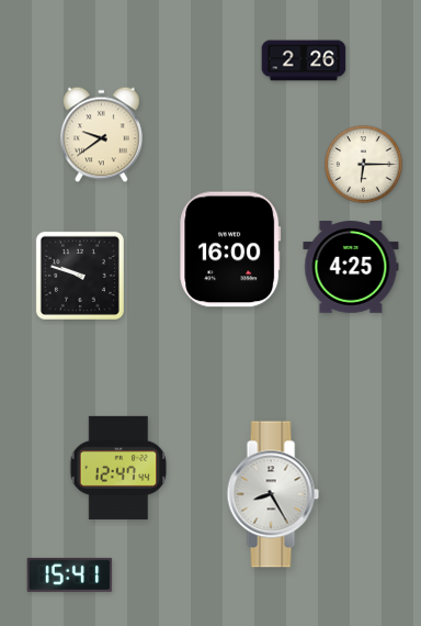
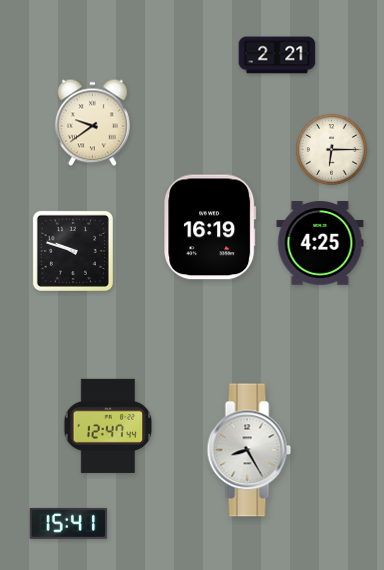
clock at (304, 60): 2:26 -> 2:21
clock at (230, 249): 16:00 -> 16:19
clock at (70, 574) position: (70, 574) -> (69, 523)
